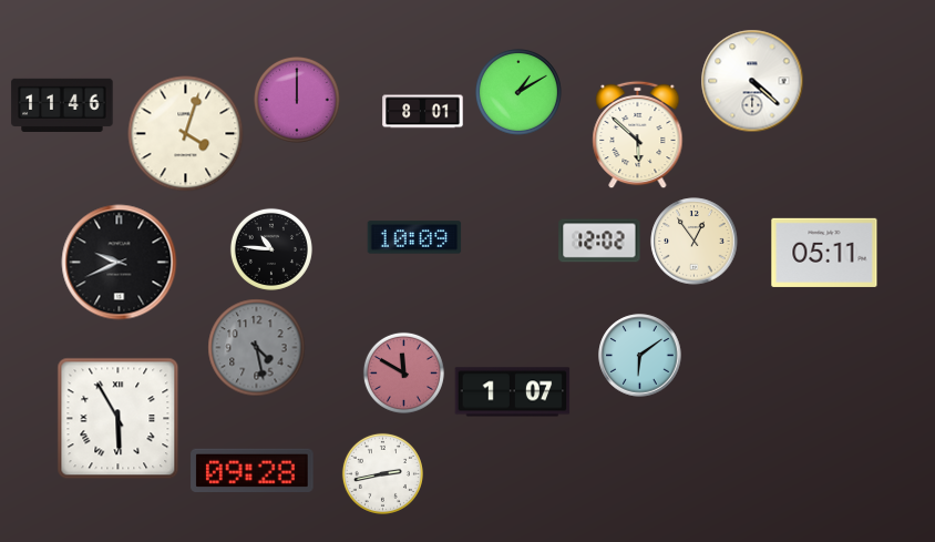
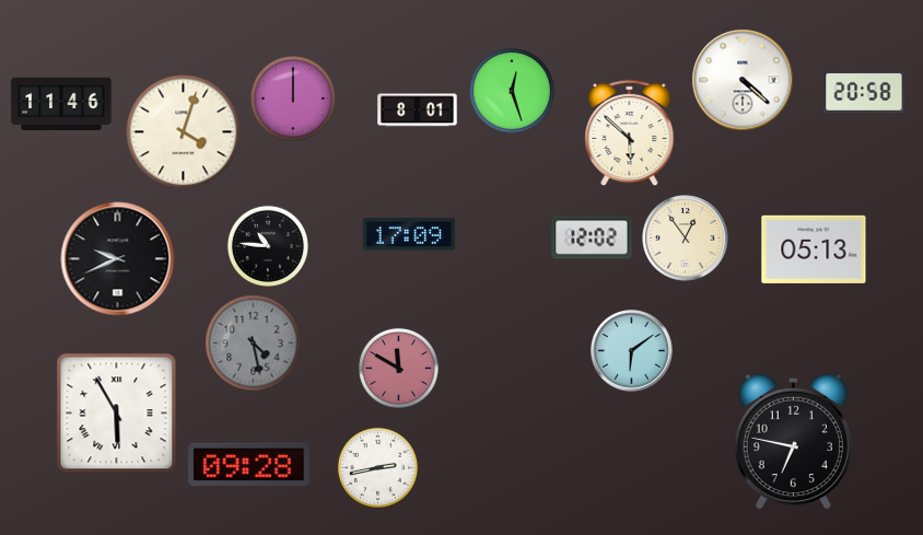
clock at (518, 92): 1:10 -> 12:27
clock at (864, 92): none -> 20:58
clock at (414, 237): 10:09 -> 17:09
clock at (824, 253): 05:11 -> 05:13
clock at (513, 392): 1:07 -> none
clock at (793, 441): none -> 6:47
